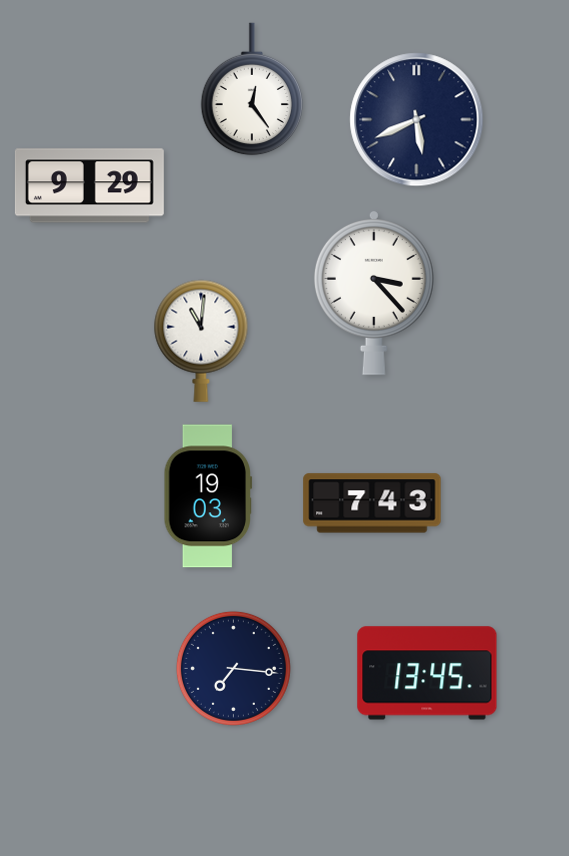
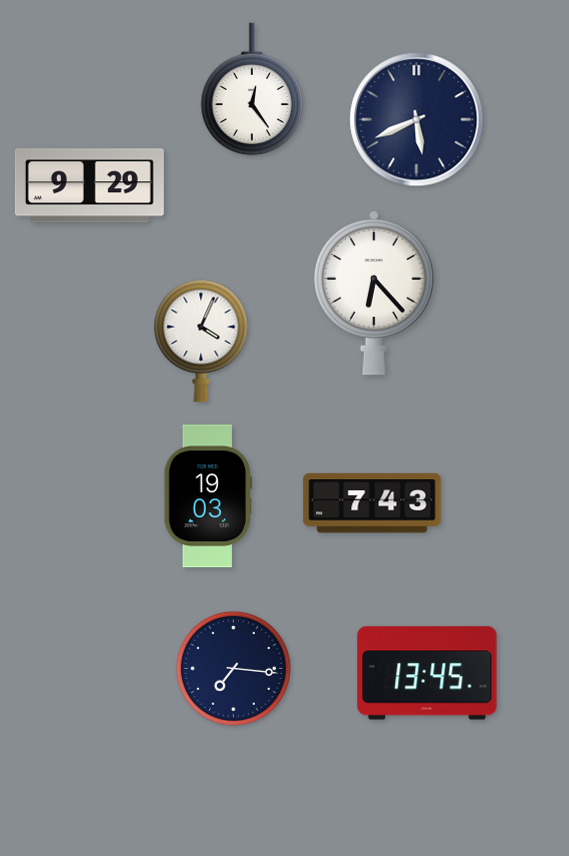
clock at (374, 293): 3:23 -> 6:23
clock at (201, 341): 11:01 -> 4:04
